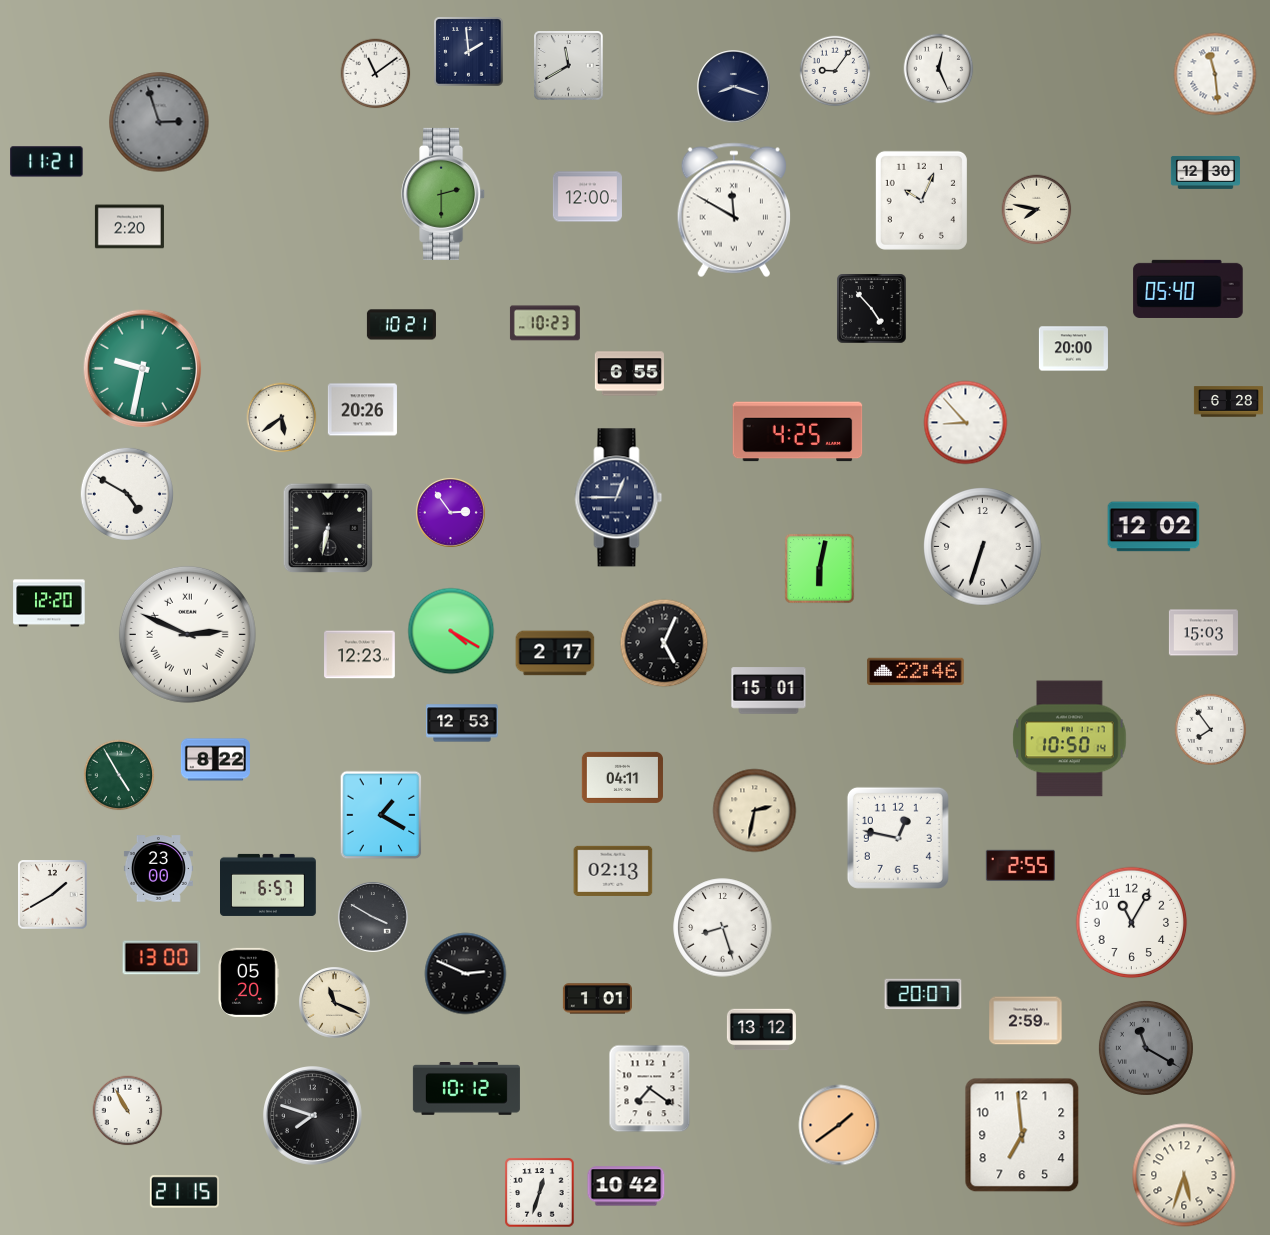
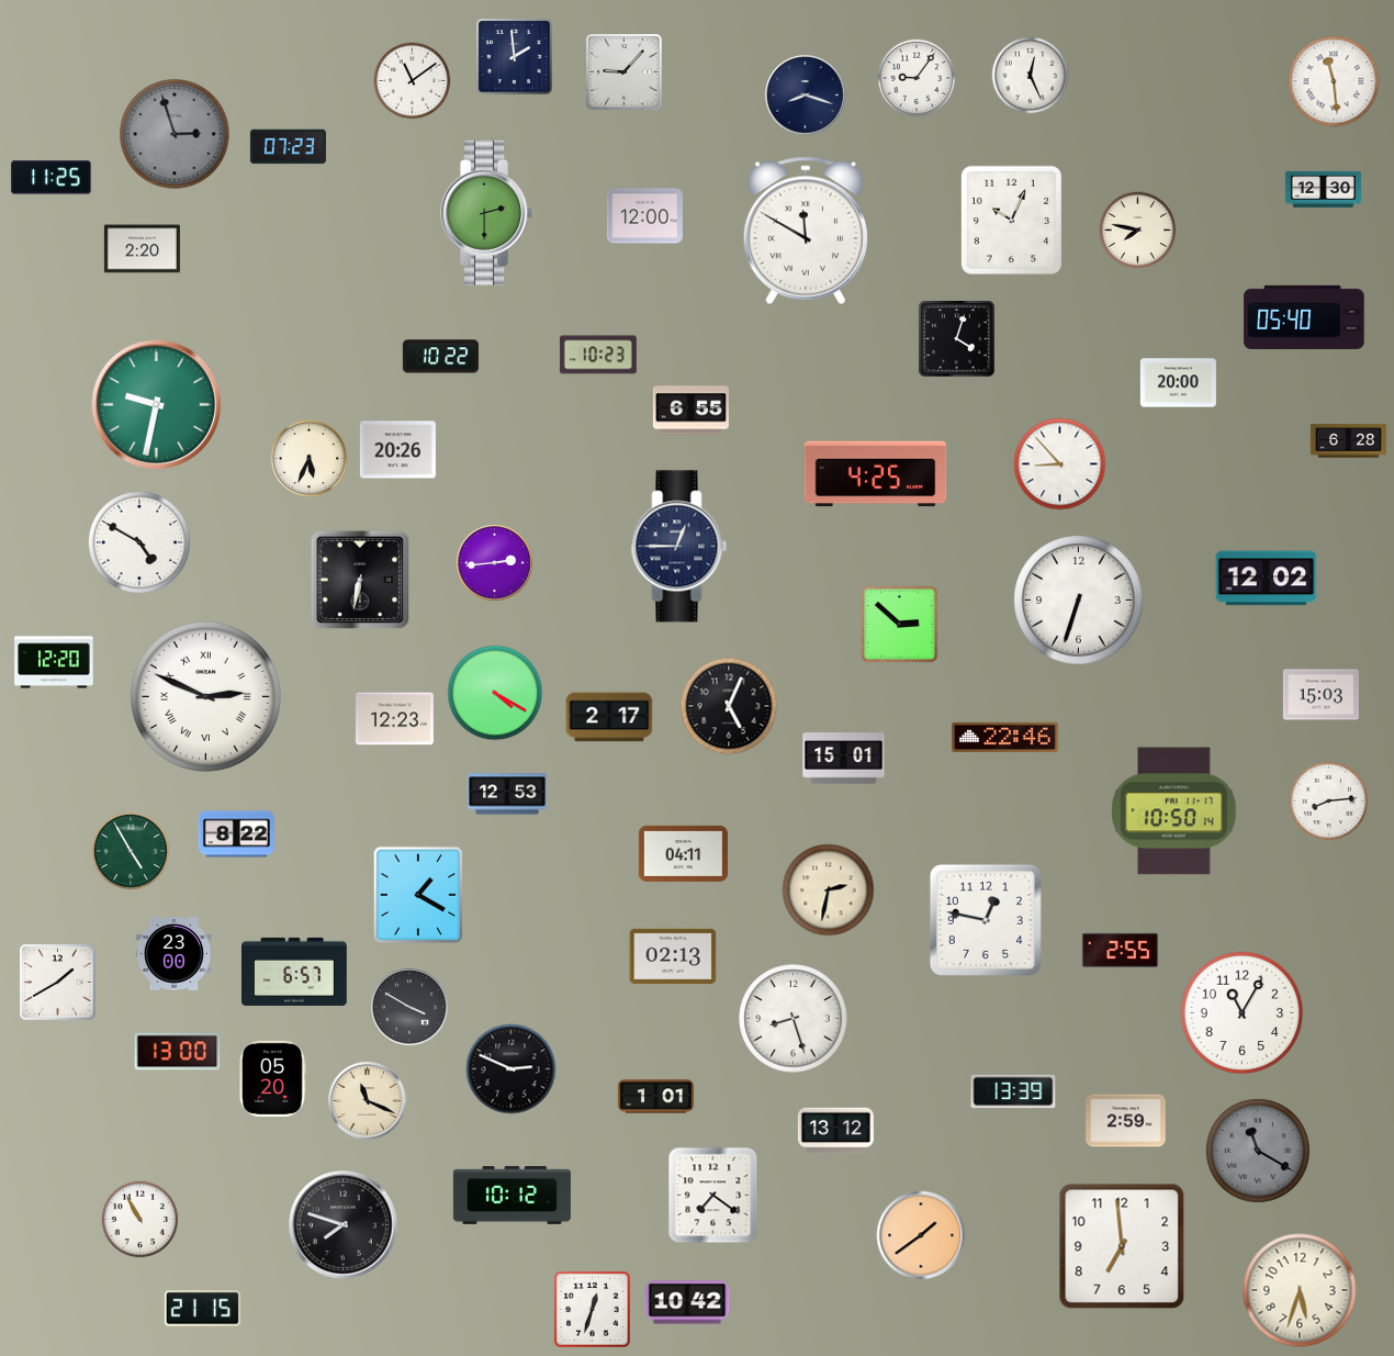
clock at (569, 66): 11:40 -> 9:07
clock at (288, 147): none -> 07:23
clock at (47, 162): 11:21 -> 11:25
clock at (872, 309): 4:53 -> 4:03
clock at (401, 325): 10:21 -> 10:22
clock at (282, 418): 5:39 -> 5:34
clock at (450, 512): 2:54 -> 2:44
clock at (820, 569): 6:02 -> 2:52
clock at (1211, 730): 7:54 -> 8:14
clock at (923, 994): 20:07 -> 13:39
